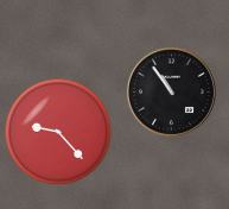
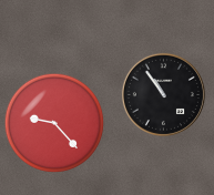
clock at (171, 91) position: (171, 91) -> (163, 94)
